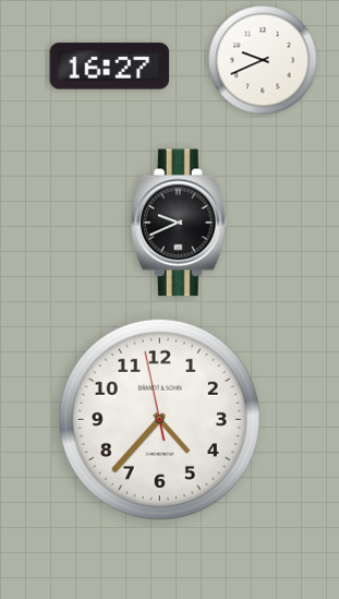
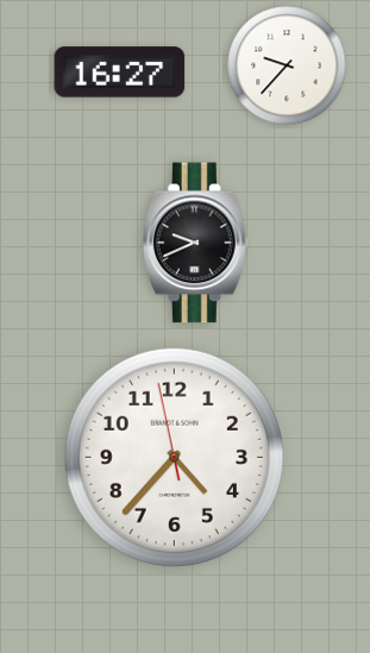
clock at (263, 60): 9:41 -> 9:37
